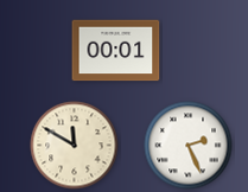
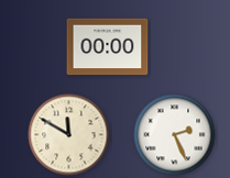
clock at (116, 51): 00:01 -> 00:00
